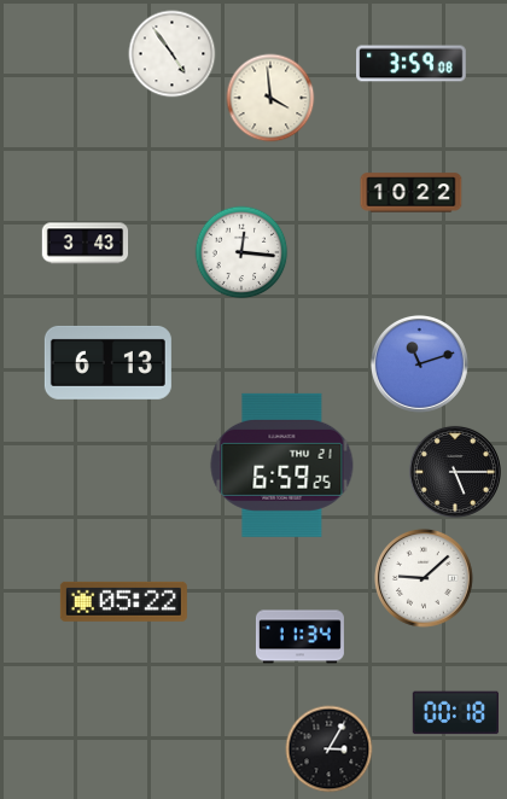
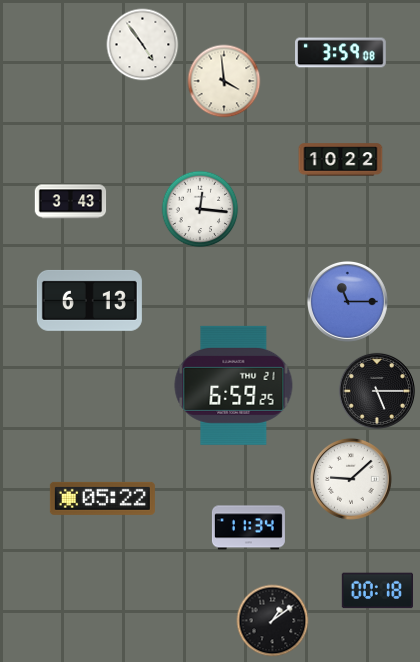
clock at (419, 363): 11:12 -> 11:15
clock at (330, 750): 3:05 -> 1:09
